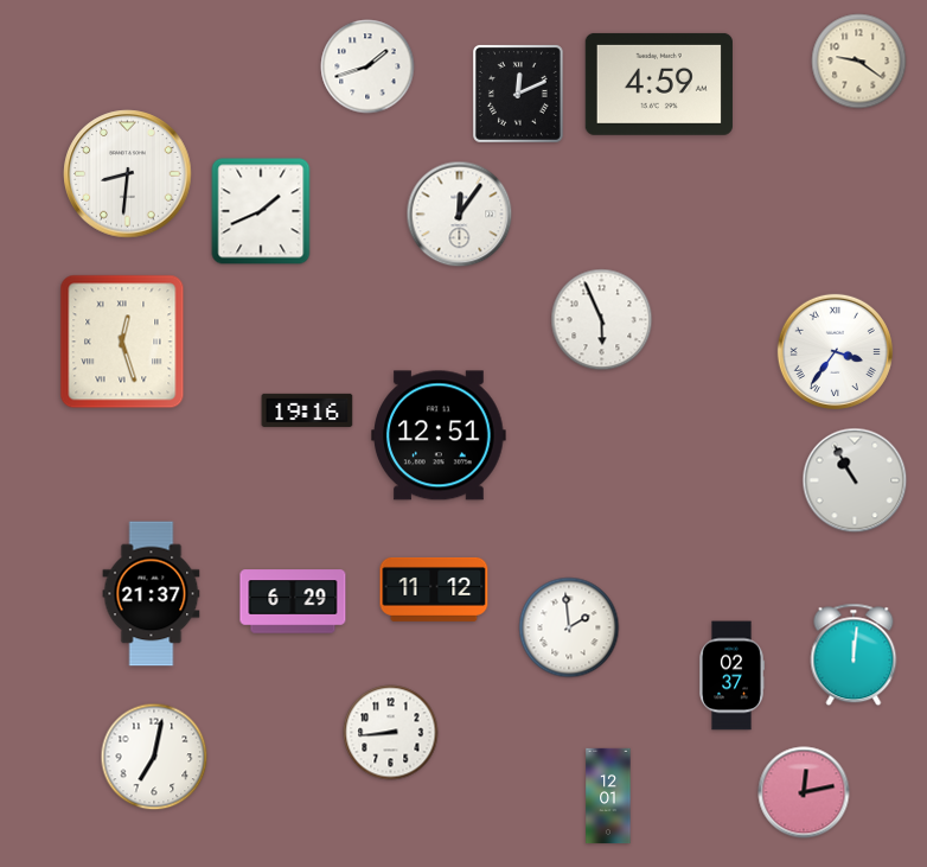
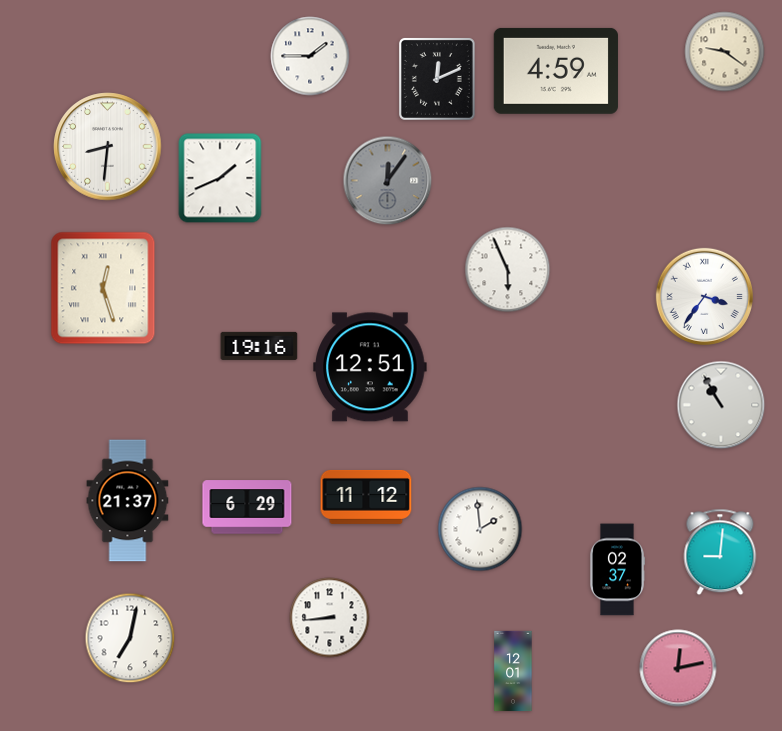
clock at (367, 66): 1:42 -> 1:45
clock at (460, 215) dial: white -> grey
clock at (854, 655): 12:01 -> 9:01
